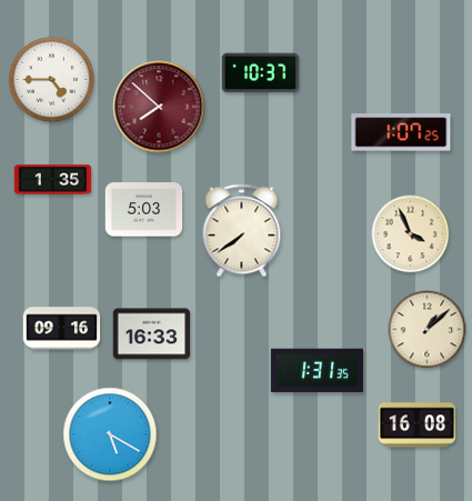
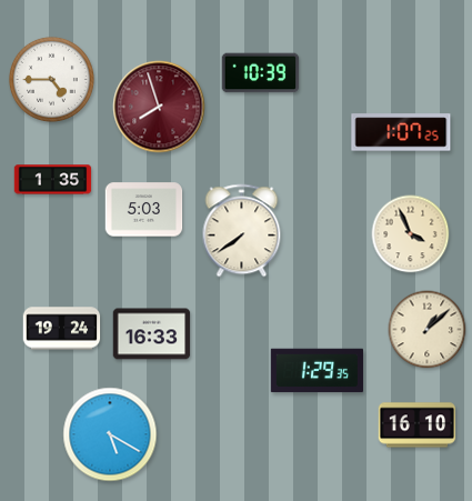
clock at (261, 73): 10:37 -> 10:39
clock at (159, 107): 7:52 -> 7:57
clock at (62, 329): 09:16 -> 19:24
clock at (317, 371): 1:31 -> 1:29
clock at (418, 425): 16:08 -> 16:10
